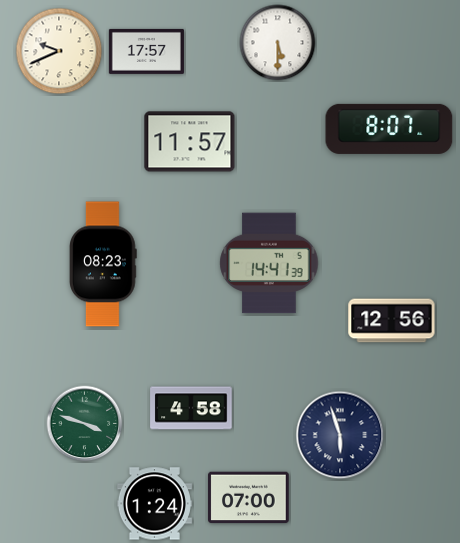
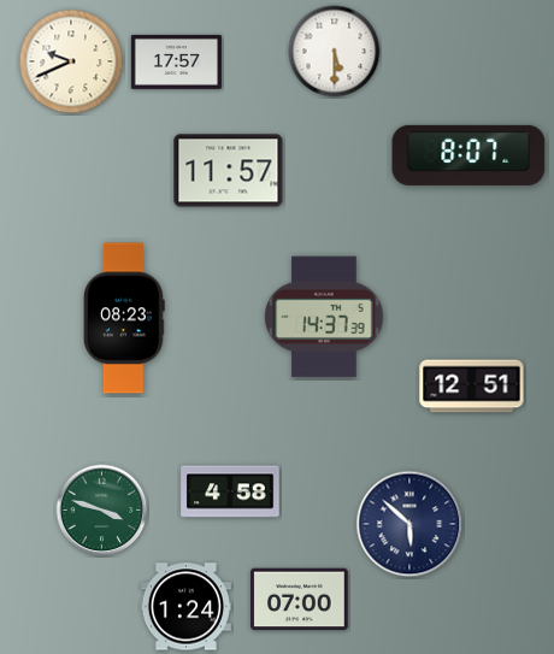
clock at (269, 263): 14:41 -> 14:37
clock at (392, 321): 12:56 -> 12:51
clock at (340, 435): 5:57 -> 5:52
